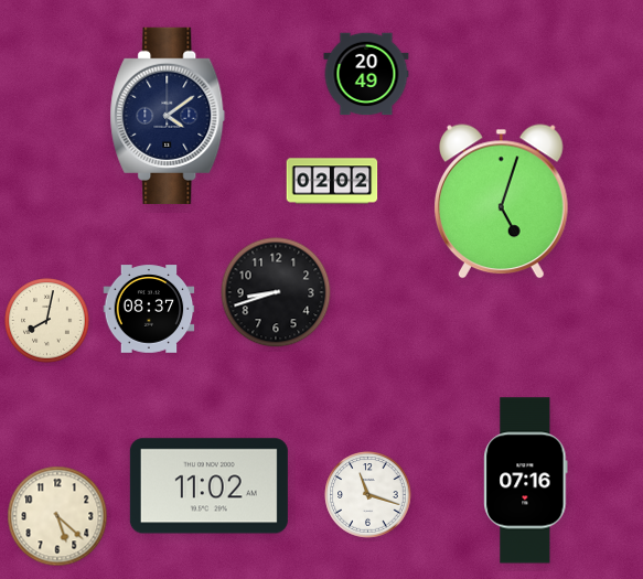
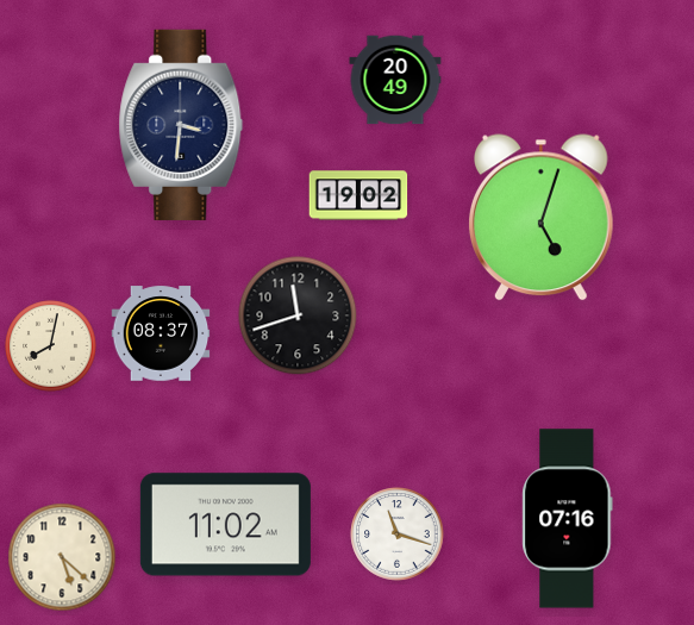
clock at (168, 116): 4:09 -> 3:31
clock at (332, 181): 02:02 -> 19:02
clock at (276, 292): 8:42 -> 11:42
